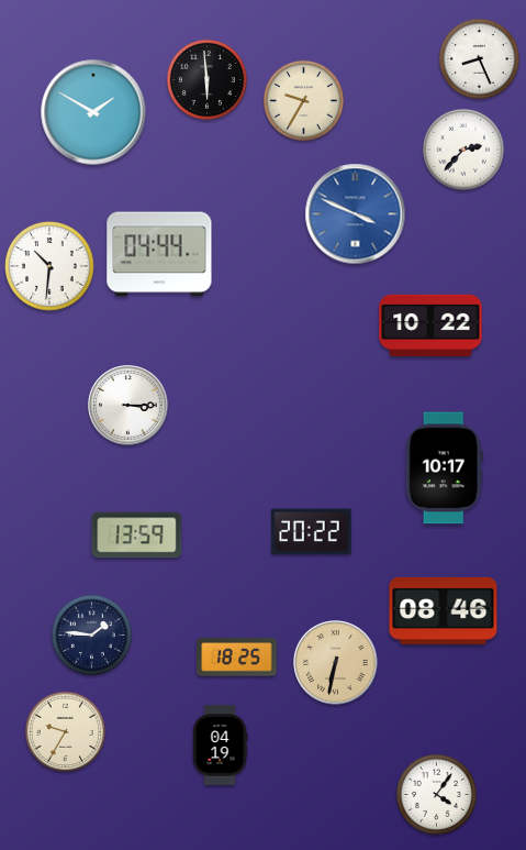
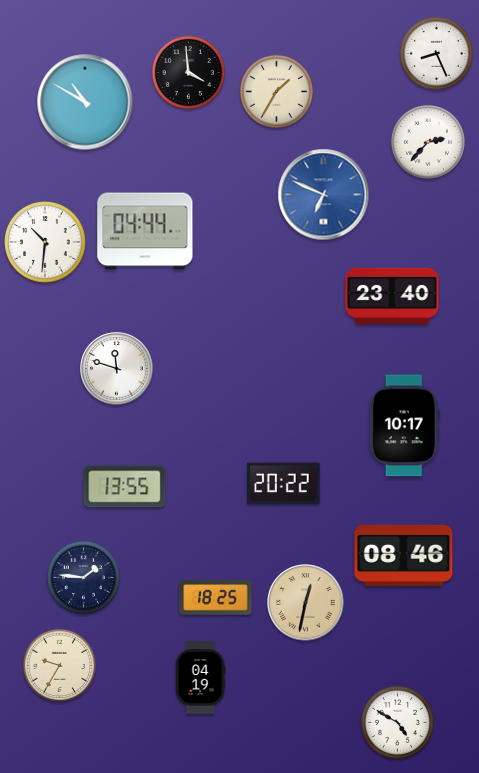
clock at (206, 79): 5:59 -> 3:59
clock at (303, 100): 9:35 -> 1:35
clock at (93, 112): 1:50 -> 10:50
clock at (463, 150) position: (463, 150) -> (428, 142)
clock at (356, 214): 3:49 -> 6:49
clock at (430, 325): 10:22 -> 23:40
clock at (128, 406): 3:15 -> 11:48
clock at (137, 536): 13:59 -> 13:55
clock at (336, 663): 6:32 -> 12:32
clock at (436, 794): 4:06 -> 4:50
